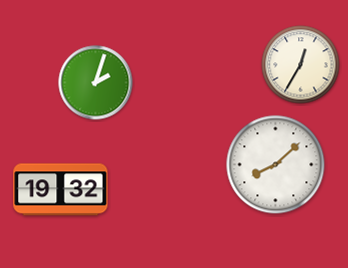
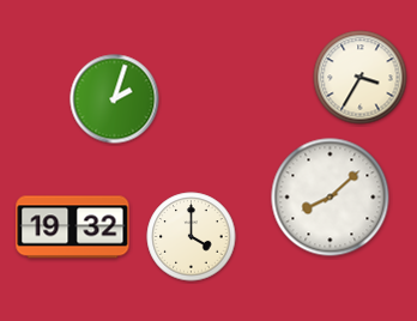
clock at (301, 65): 12:35 -> 3:35
clock at (192, 237): none -> 4:00
